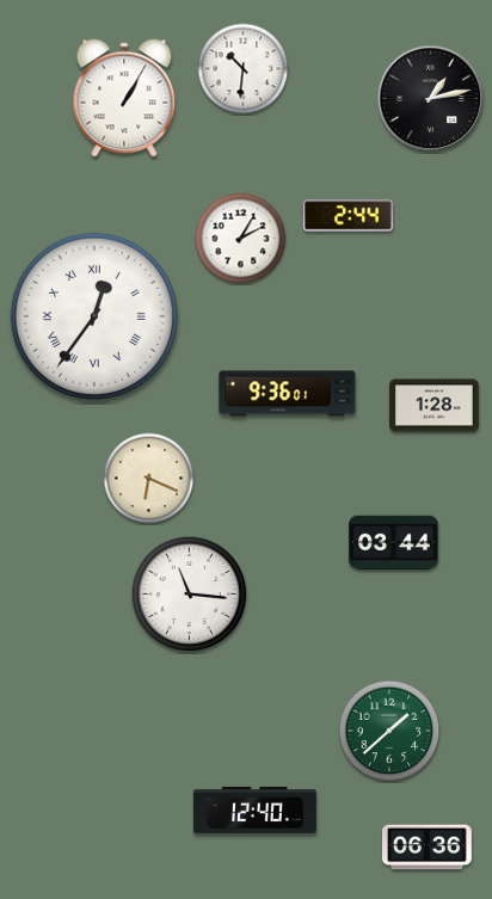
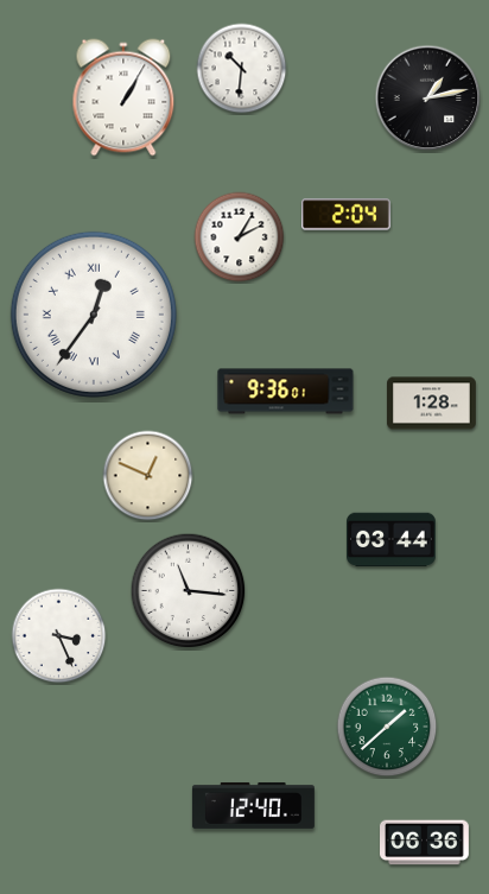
clock at (349, 216): 2:44 -> 2:04
clock at (149, 479): 6:19 -> 12:49
clock at (59, 636): none -> 3:26
